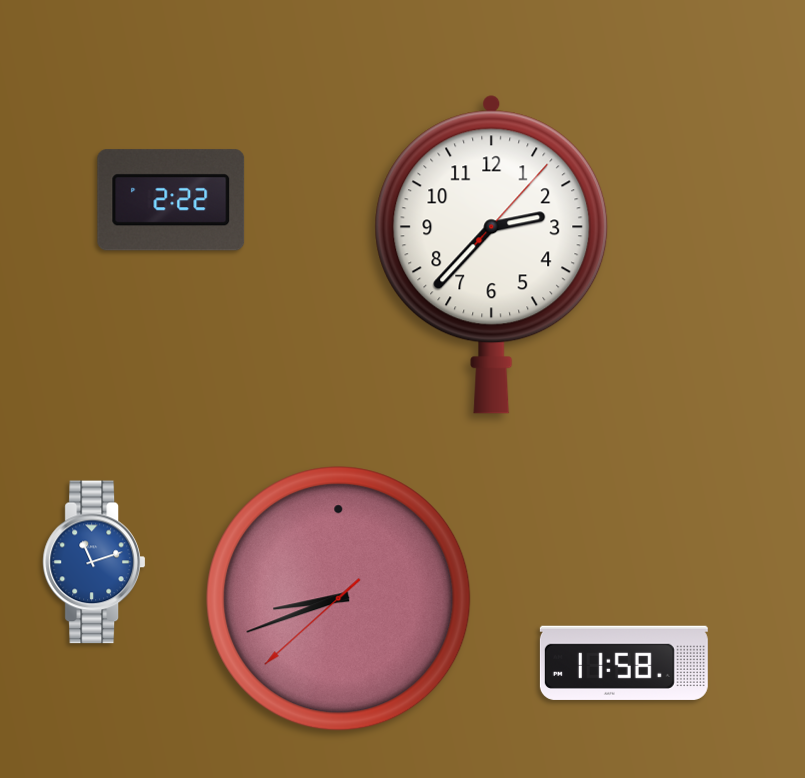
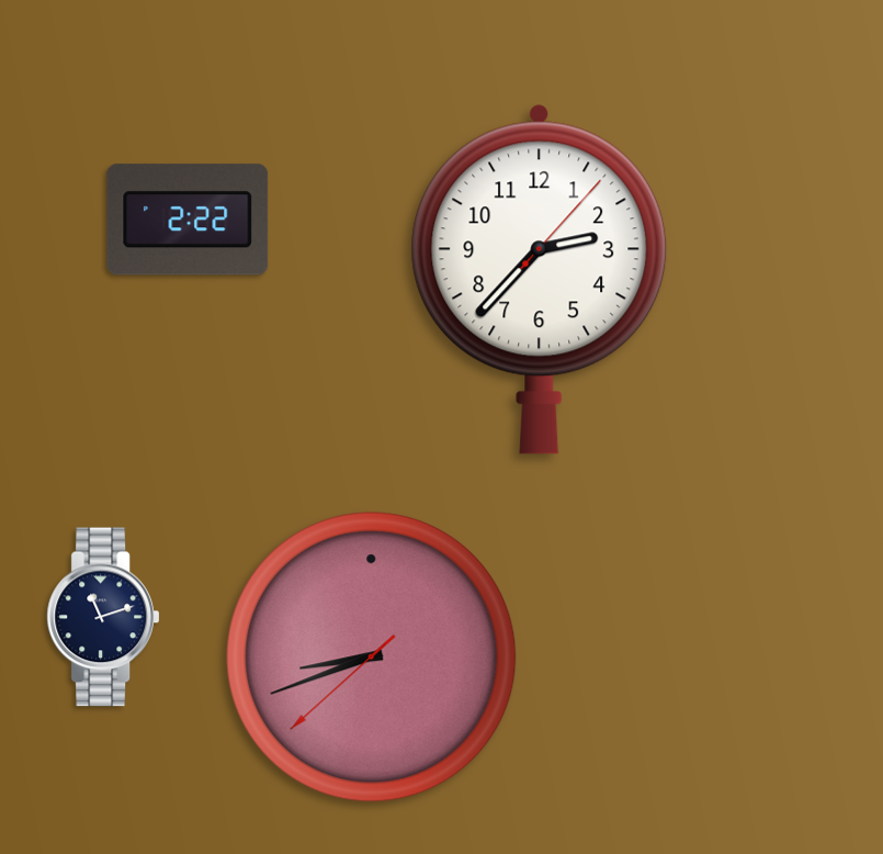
clock at (93, 562) dial: blue -> navy
clock at (624, 663): 11:58 -> none
